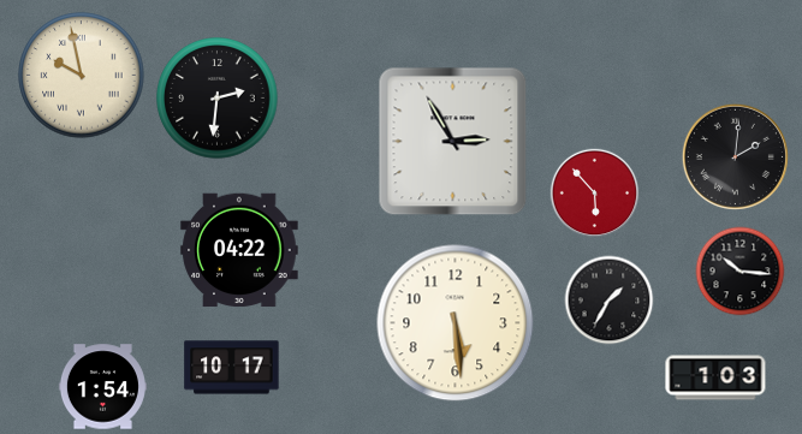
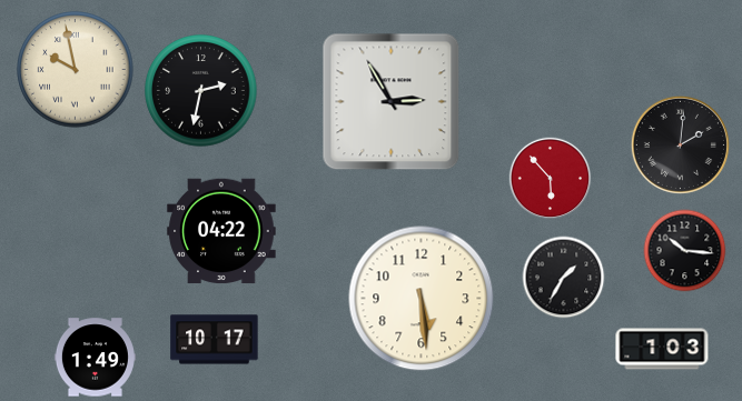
clock at (218, 99): 2:31 -> 2:32
clock at (453, 142) position: (453, 142) -> (392, 102)
clock at (102, 387): 1:54 -> 1:49
